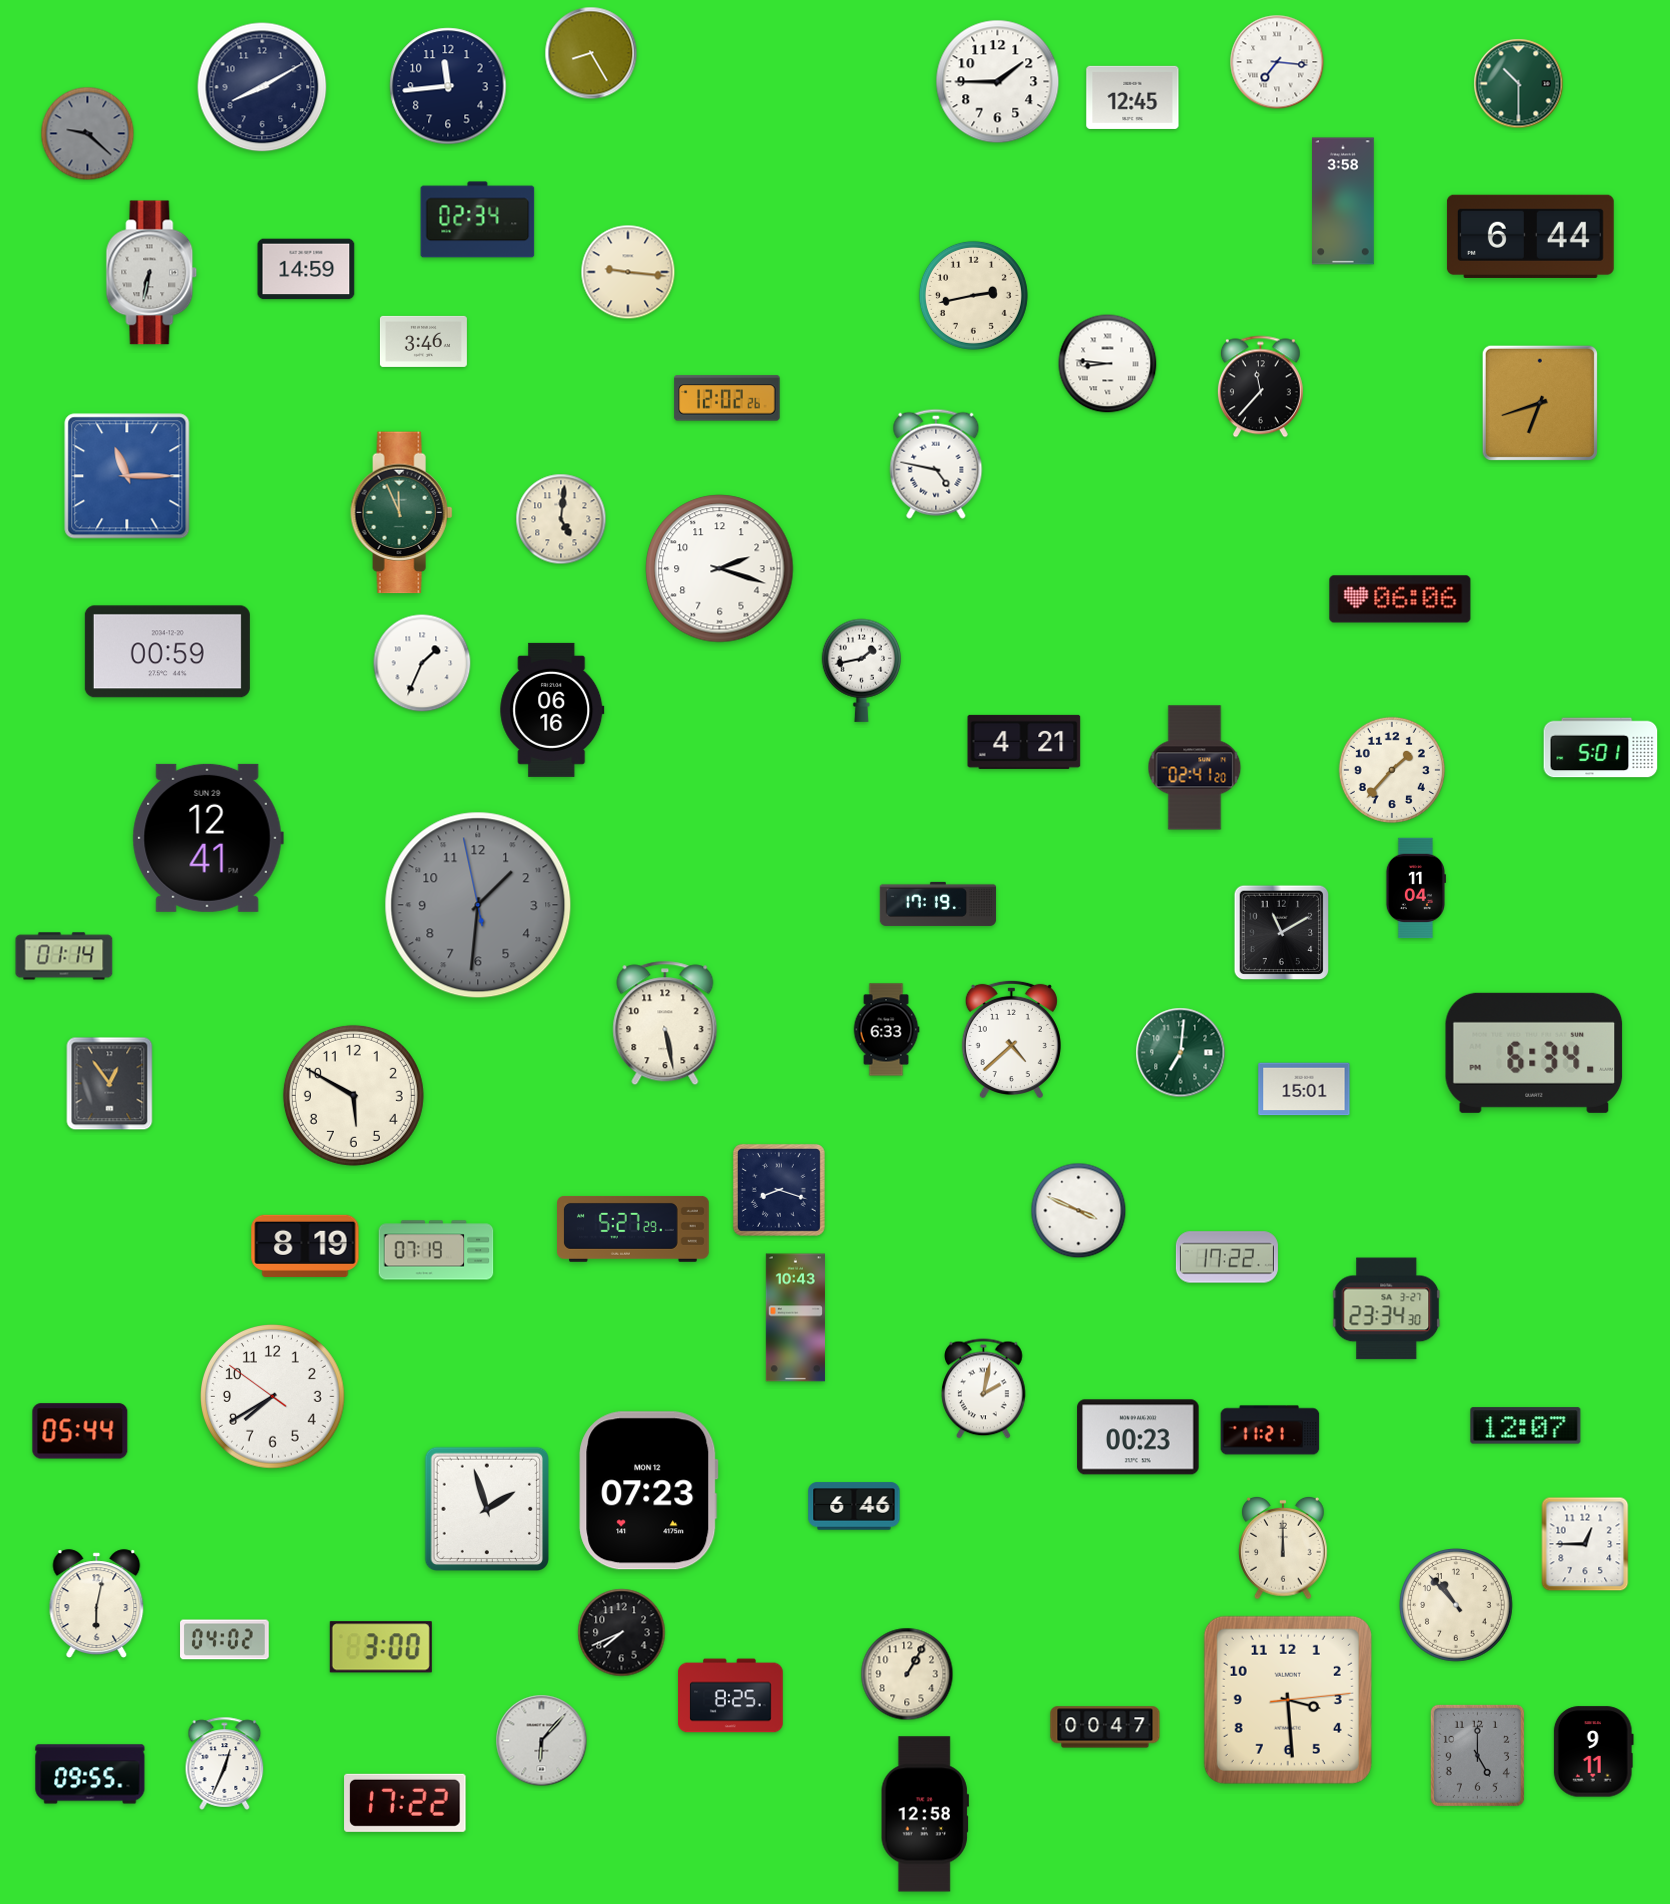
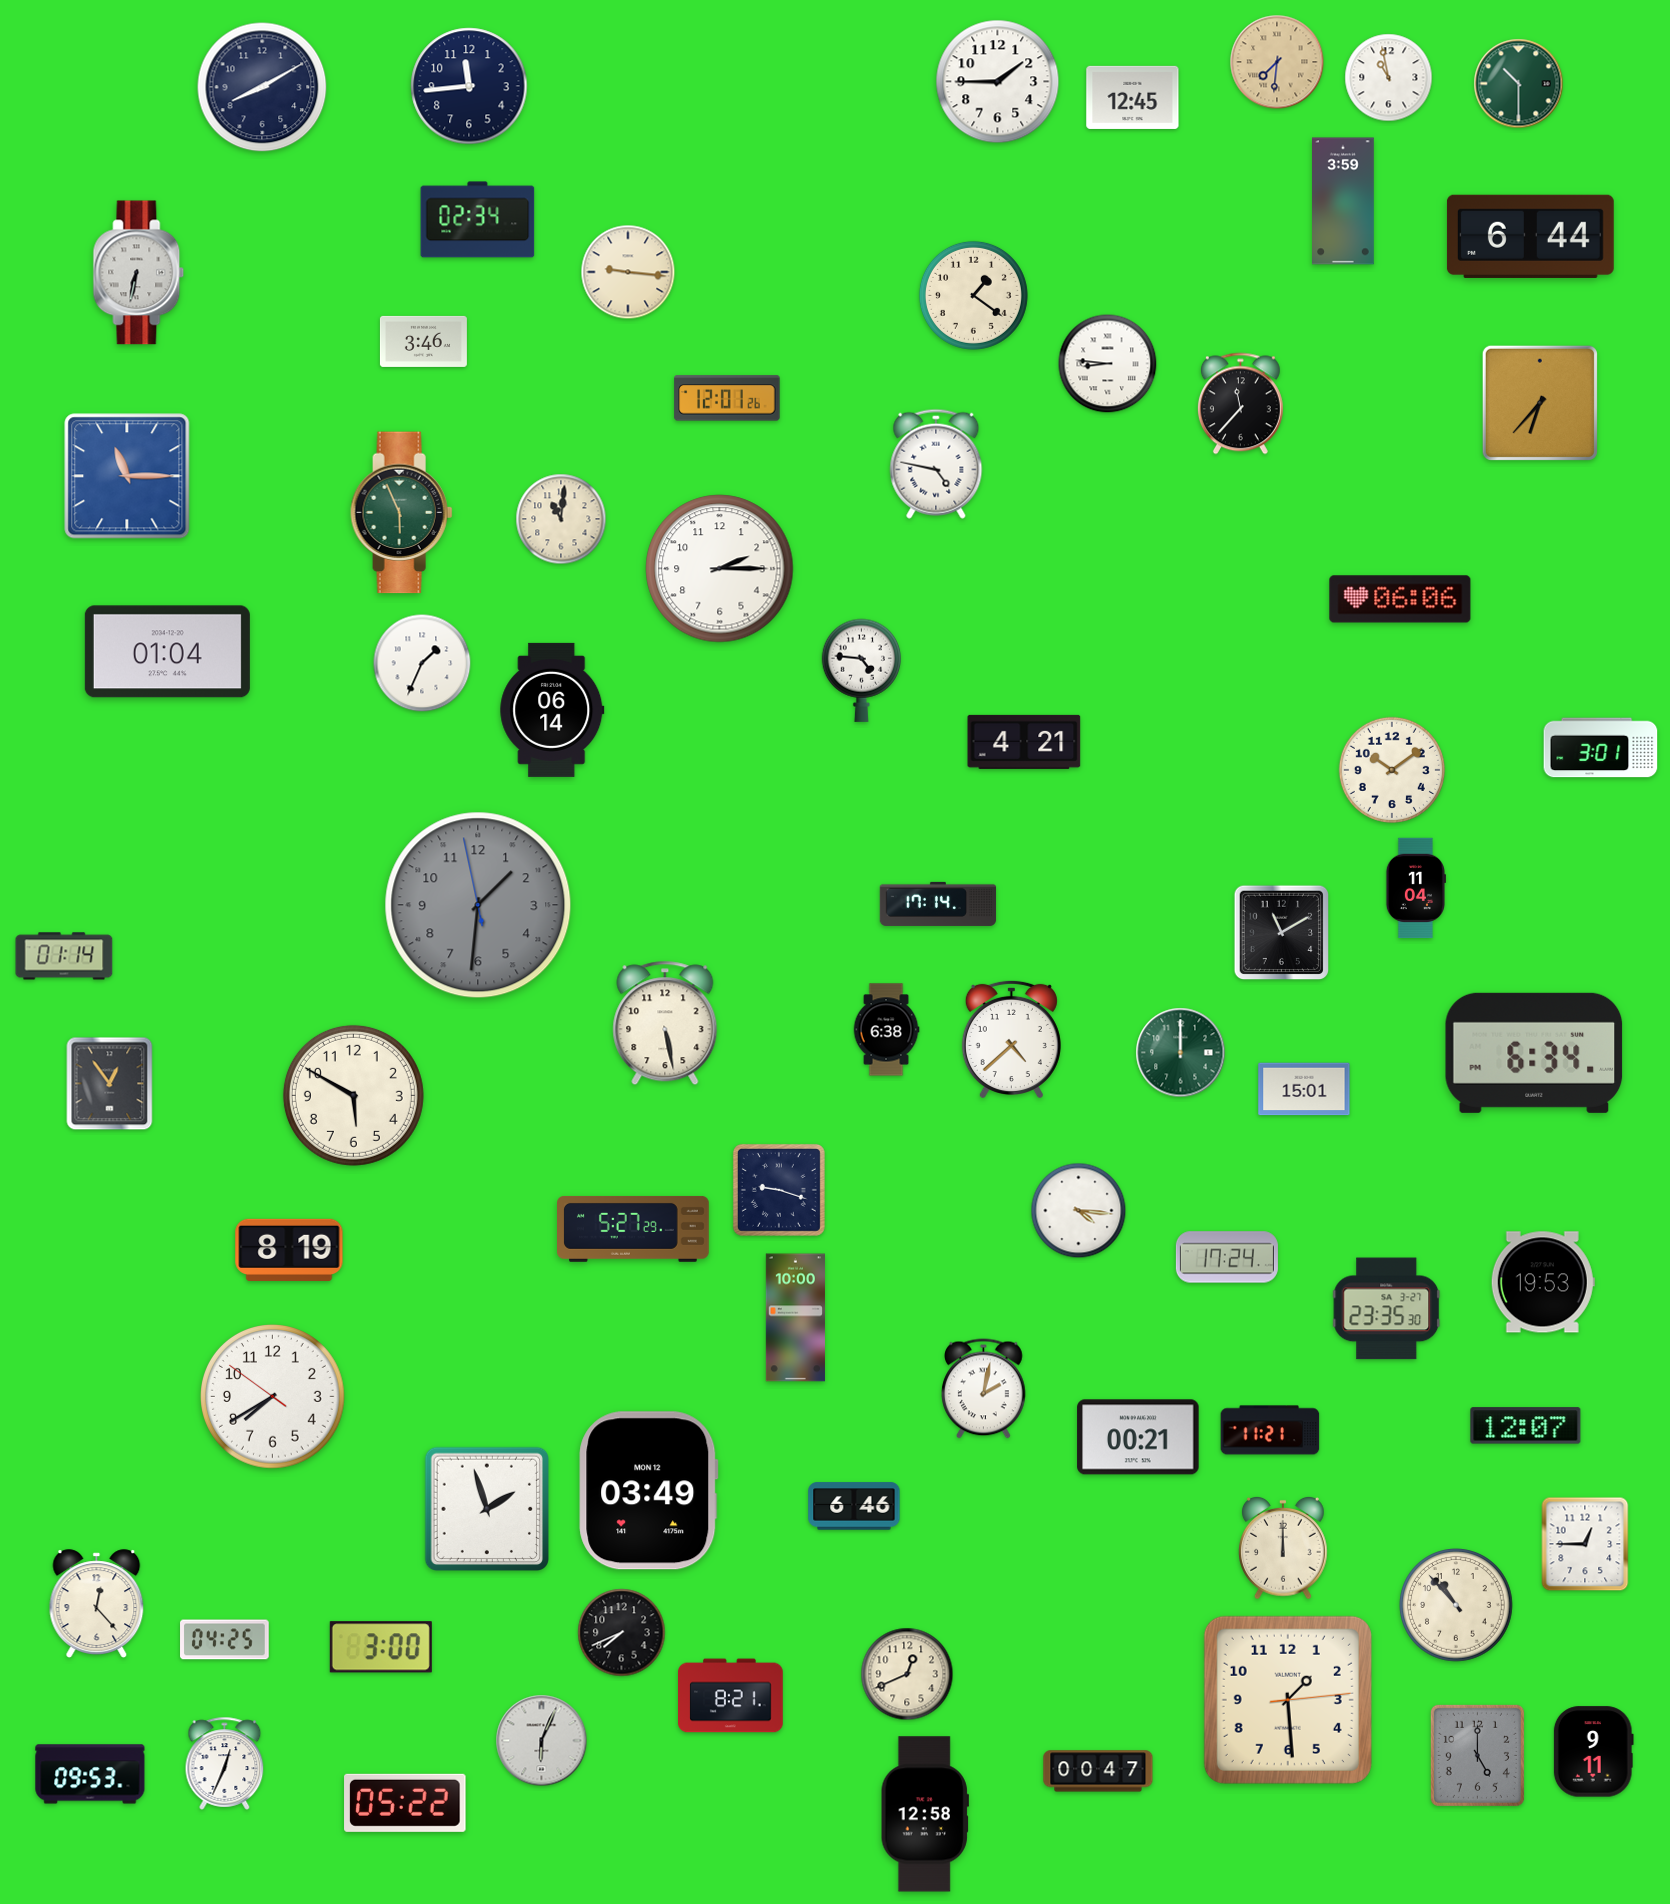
clock at (591, 53): 8:25 -> none
clock at (1277, 62): 7:16 -> 7:31
clock at (1277, 62) dial: white -> champagne
clock at (1389, 78): none -> 10:58
clock at (448, 86) position: (448, 86) -> (469, 86)
clock at (88, 134): 9:22 -> none
clock at (1344, 201): 3:58 -> 3:59
clock at (306, 269): 14:59 -> none
clock at (152, 273) position: (152, 273) -> (139, 273)
clock at (973, 295): 2:43 -> 1:21
clock at (1260, 387) position: (1260, 387) -> (1240, 404)
clock at (727, 398): 12:02 -> 12:01
clock at (1540, 403): 6:42 -> 6:37
clock at (402, 513): 11:56 -> 5:56
clock at (561, 519): 5:01 -> 11:01
clock at (720, 569): 2:18 -> 2:15
clock at (167, 652): 00:59 -> 01:04
clock at (862, 670): 1:43 -> 4:46
clock at (552, 710): 06:16 -> 06:14
clock at (1601, 748): 5:01 -> 3:01
clock at (1195, 768): 02:41 -> none
clock at (1392, 770): 1:37 -> 10:09
clock at (208, 838): 12:41 -> none
clock at (938, 904): 17:19 -> 17:14
clock at (886, 1030): 6:33 -> 6:38
clock at (1181, 1053): 7:01 -> 12:00
clock at (779, 1190): 8:18 -> 9:18
clock at (1079, 1211): 3:49 -> 4:16
clock at (305, 1246) position: (305, 1246) -> (289, 1250)
clock at (436, 1250): 07:19 -> none
clock at (1227, 1257): 17:22 -> 17:24
clock at (1543, 1282): none -> 19:53
clock at (1387, 1309): 23:34 -> 23:35
clock at (795, 1318): 10:43 -> 10:00
clock at (80, 1431): 05:44 -> none
clock at (1138, 1437): 00:23 -> 00:21
clock at (649, 1491): 07:23 -> 03:49
clock at (97, 1604): 6:02 -> 12:23
clock at (225, 1640): 04:02 -> 04:25
clock at (907, 1674): 1:05 -> 12:41
clock at (731, 1696): 8:25 -> 8:21
clock at (1288, 1700): 3:29 -> 1:29
clock at (1105, 1727) position: (1105, 1727) -> (1098, 1771)
clock at (542, 1741): 6:07 -> 6:04
clock at (90, 1774): 09:55 -> 09:53
clock at (405, 1803): 17:22 -> 05:22
